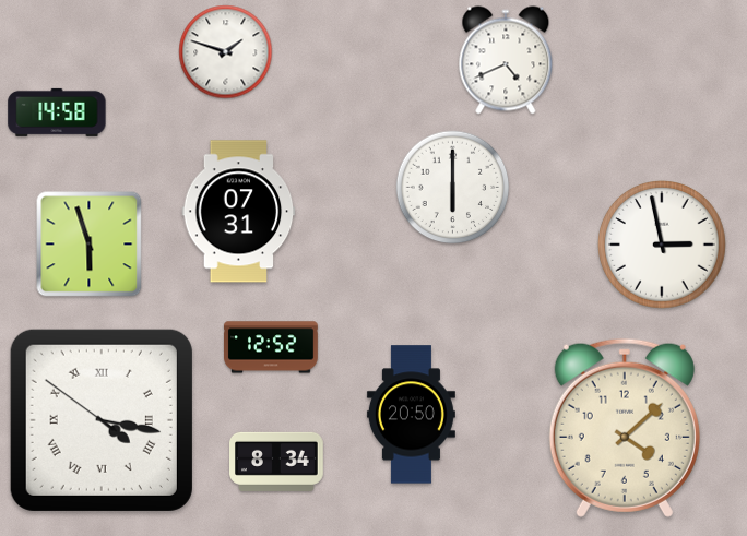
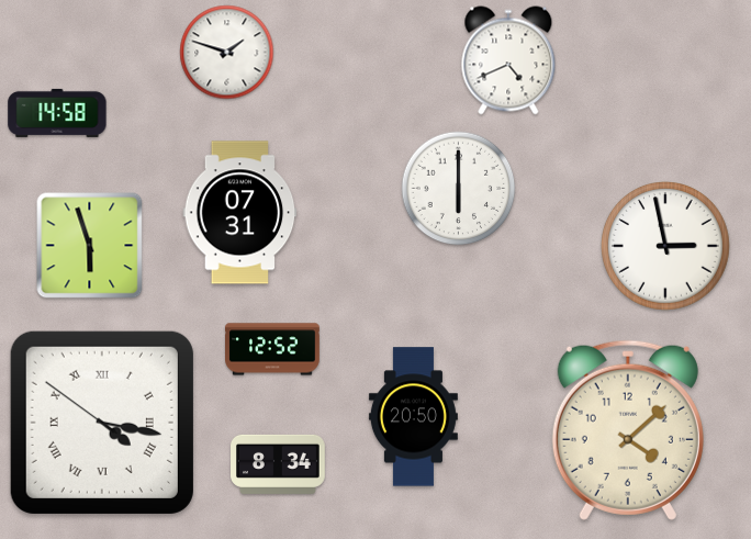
clock at (453, 188) position: (453, 188) -> (459, 189)
